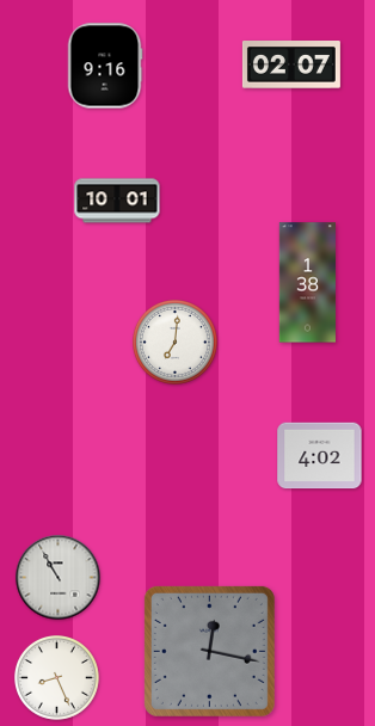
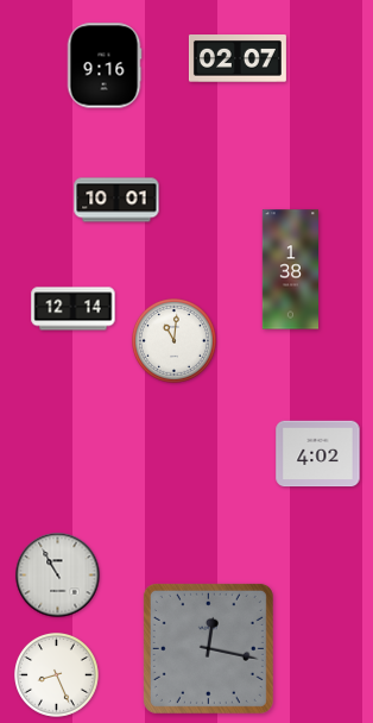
clock at (291, 66) position: (291, 66) -> (238, 59)
clock at (307, 283) position: (307, 283) -> (290, 270)
clock at (74, 309): none -> 12:14
clock at (176, 343): 7:01 -> 11:01
